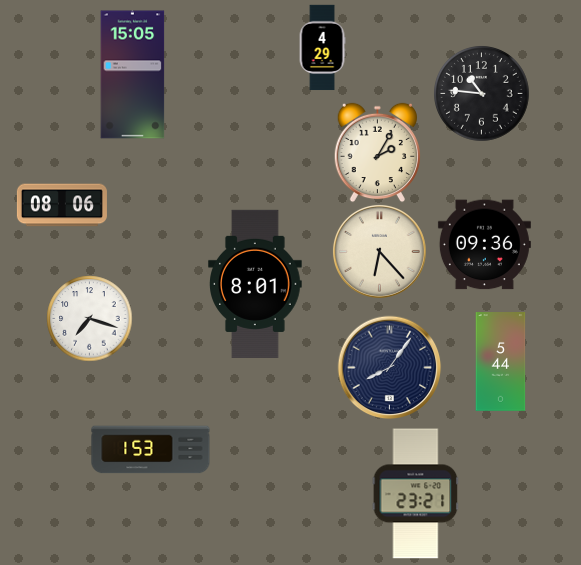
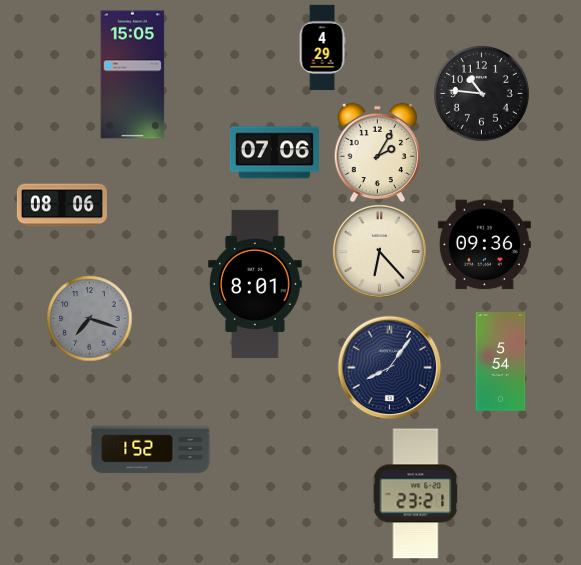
clock at (274, 153): none -> 07:06
clock at (89, 318) dial: white -> grey
clock at (501, 362): 5:44 -> 5:54
clock at (151, 450): 1:53 -> 1:52
